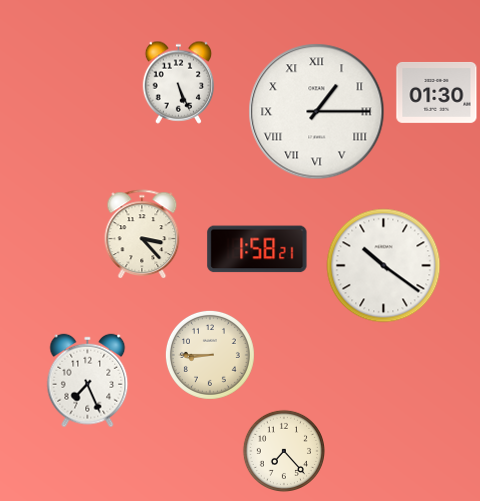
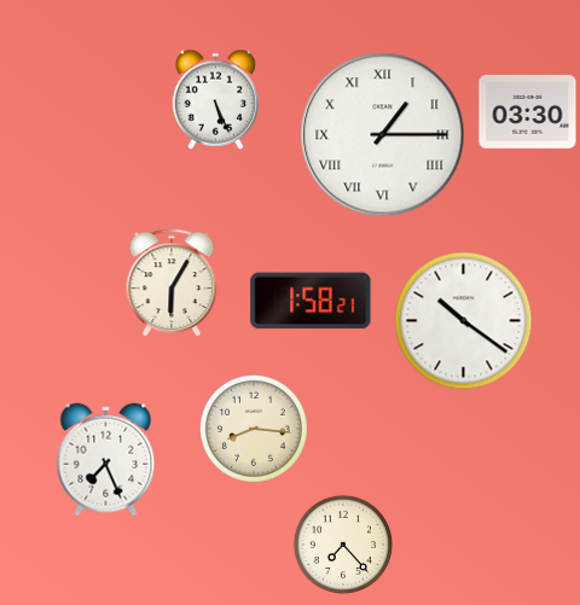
clock at (437, 92): 01:30 -> 03:30
clock at (142, 235): 3:23 -> 6:05
clock at (210, 355): 8:45 -> 8:16
